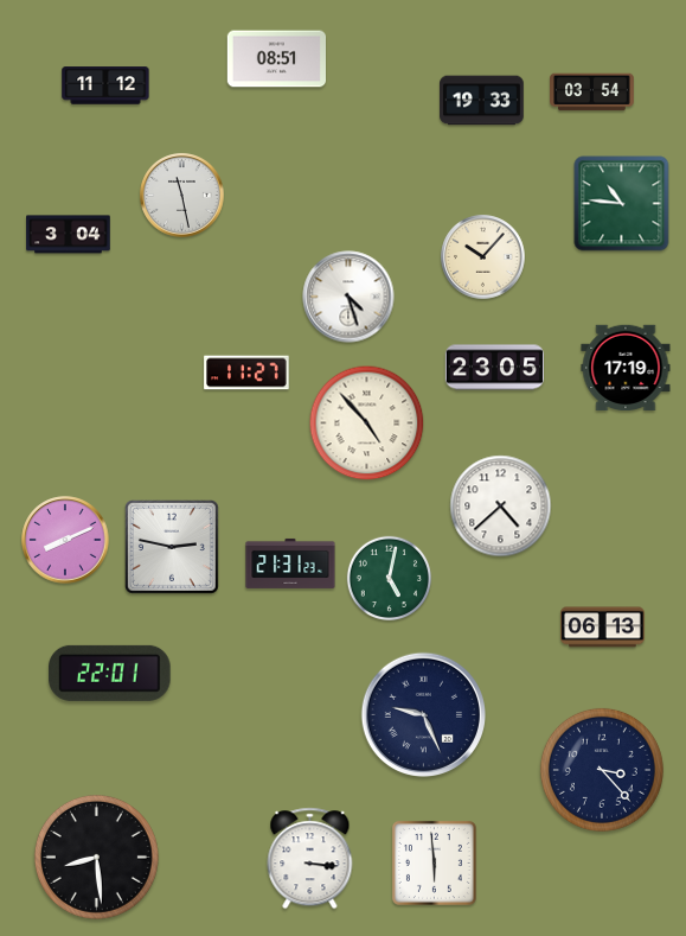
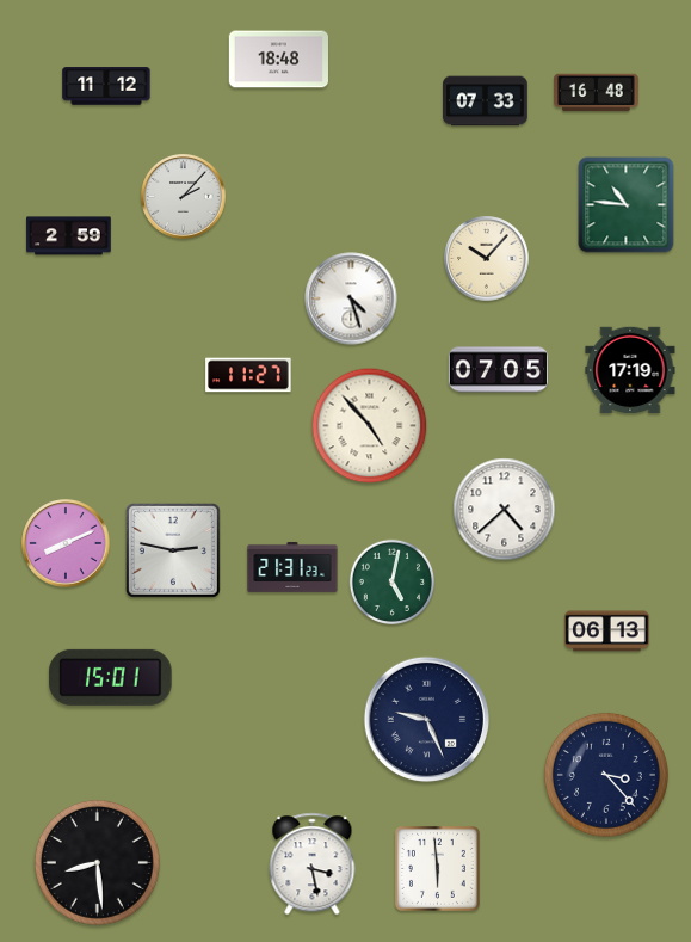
clock at (276, 59): 08:51 -> 18:48
clock at (592, 93): 03:54 -> 16:48
clock at (482, 101): 19:33 -> 07:33
clock at (182, 196): 11:28 -> 2:07
clock at (69, 235): 3:04 -> 2:59
clock at (494, 368): 23:05 -> 07:05
clock at (110, 673): 22:01 -> 15:01
clock at (310, 859): 3:16 -> 3:28
